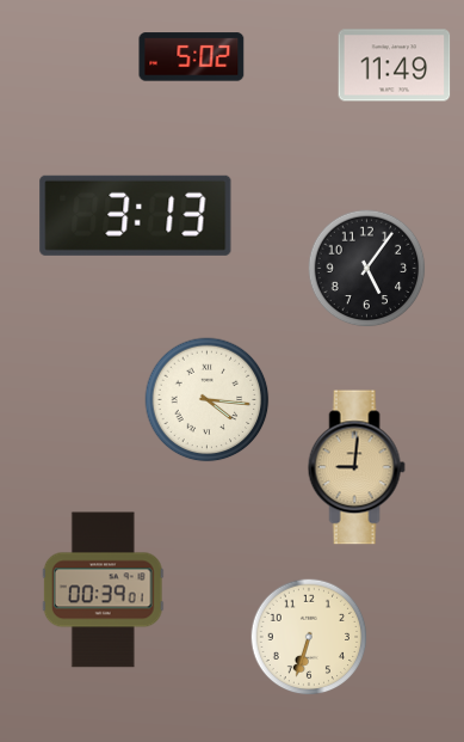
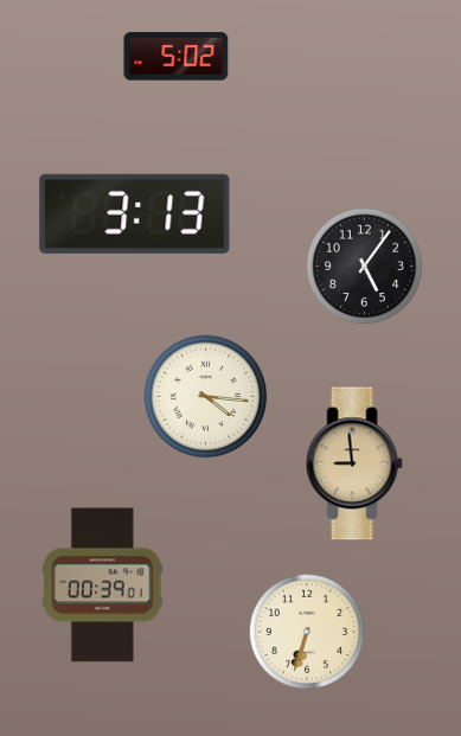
clock at (192, 57) position: (192, 57) -> (177, 57)
clock at (395, 66): 11:49 -> none
clock at (357, 467): 9:01 -> 8:59
